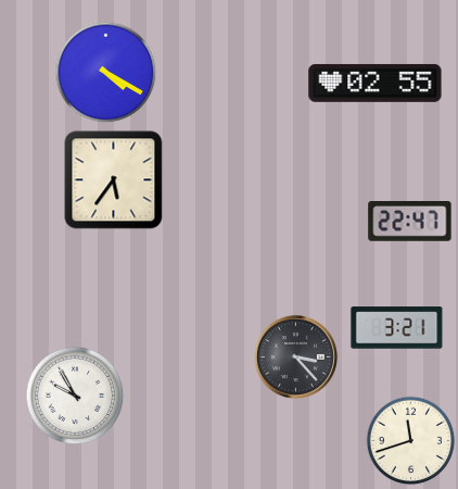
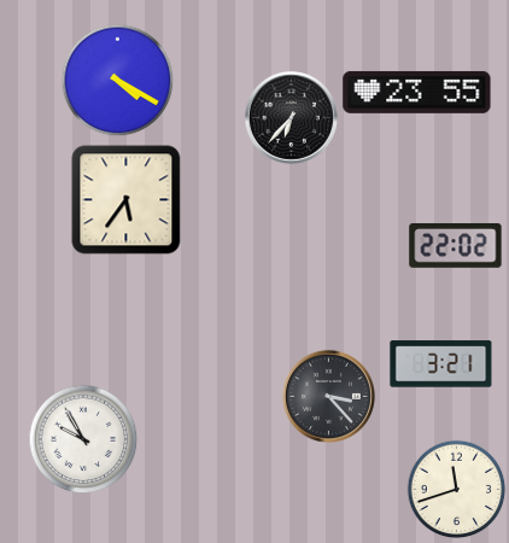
clock at (376, 83): 02:55 -> 23:55
clock at (291, 117): none -> 6:37
clock at (410, 222): 22:47 -> 22:02
